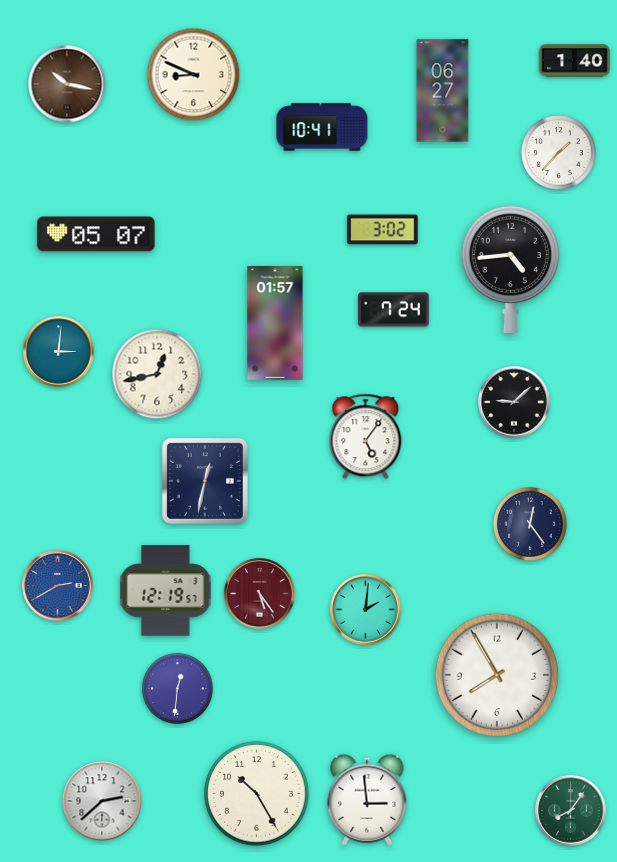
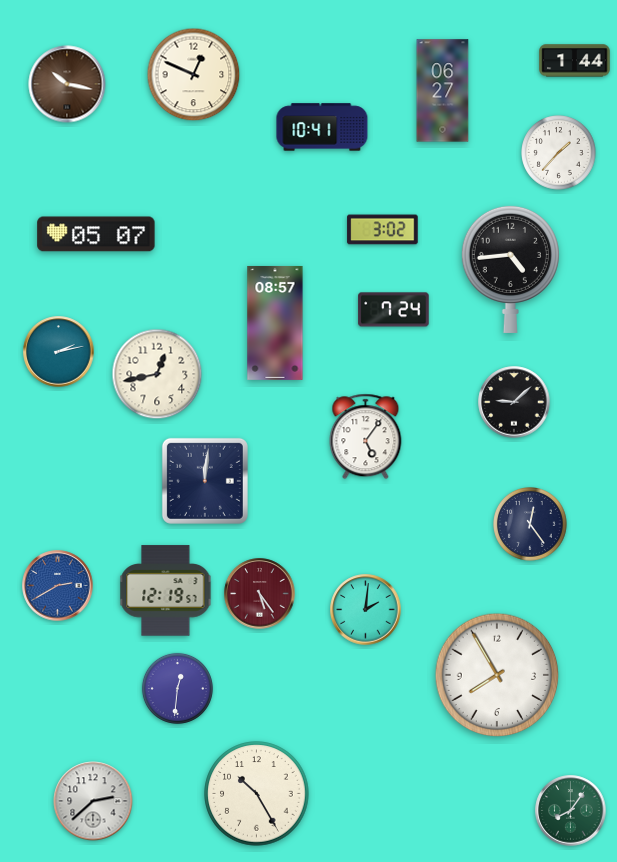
clock at (575, 61): 1:40 -> 1:44
clock at (194, 75): 8:49 -> 12:49
clock at (275, 323): 01:57 -> 08:57
clock at (59, 352): 3:01 -> 2:13
clock at (205, 481): 12:32 -> 12:01
clock at (367, 800): 2:59 -> none
clock at (102, 801) position: (102, 801) -> (93, 801)
